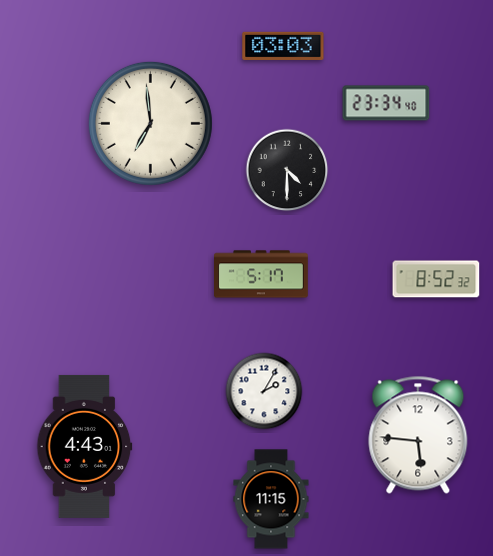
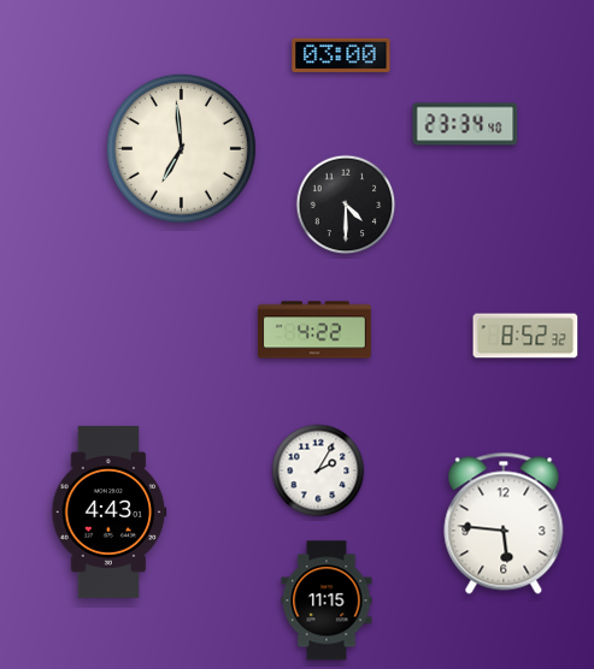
clock at (283, 46): 03:03 -> 03:00
clock at (262, 274): 5:17 -> 4:22
clock at (85, 446) position: (85, 446) -> (110, 511)
